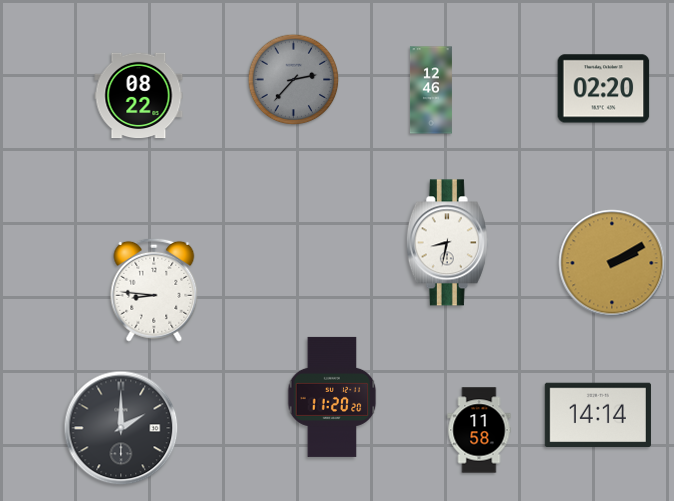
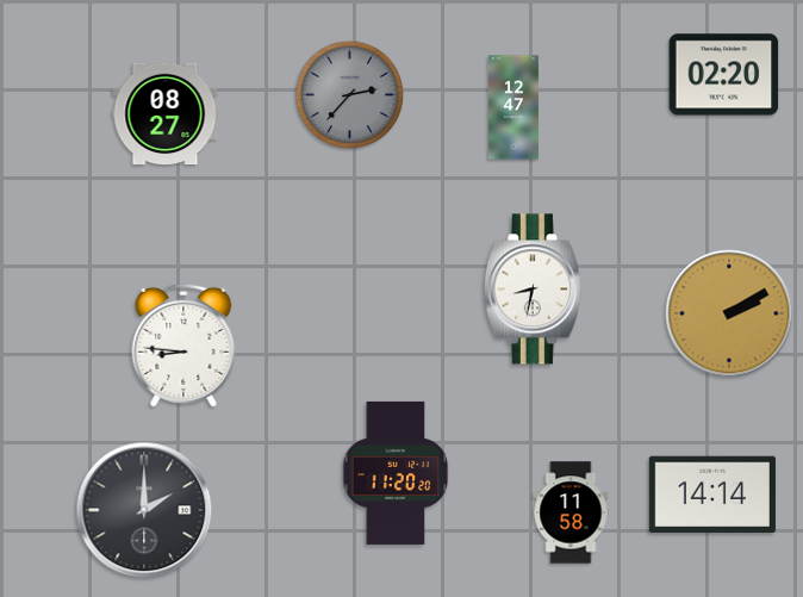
clock at (604, 89) position: (604, 89) -> (724, 75)
clock at (431, 90): 12:46 -> 12:47
clock at (139, 96): 08:22 -> 08:27
